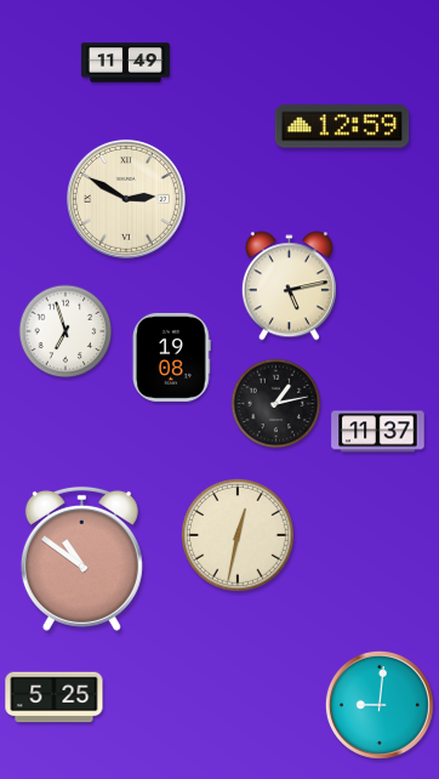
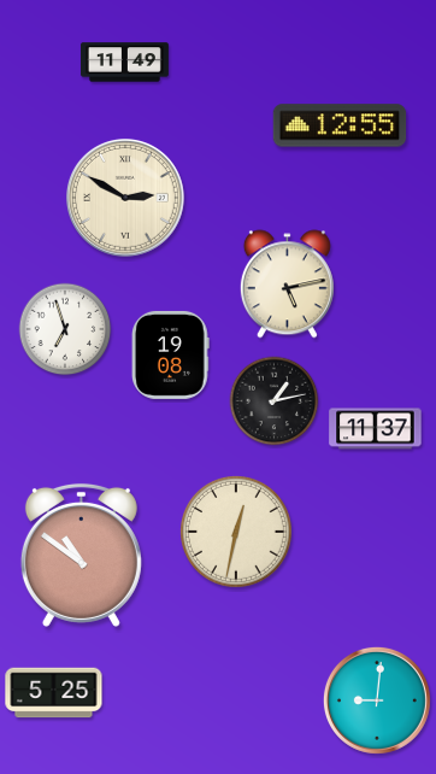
clock at (342, 126): 12:59 -> 12:55
